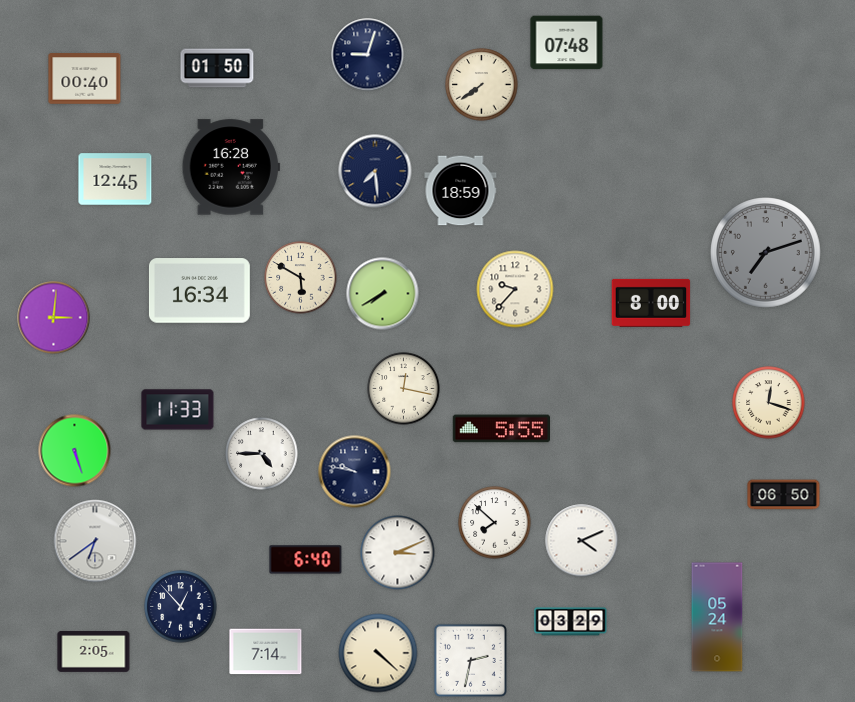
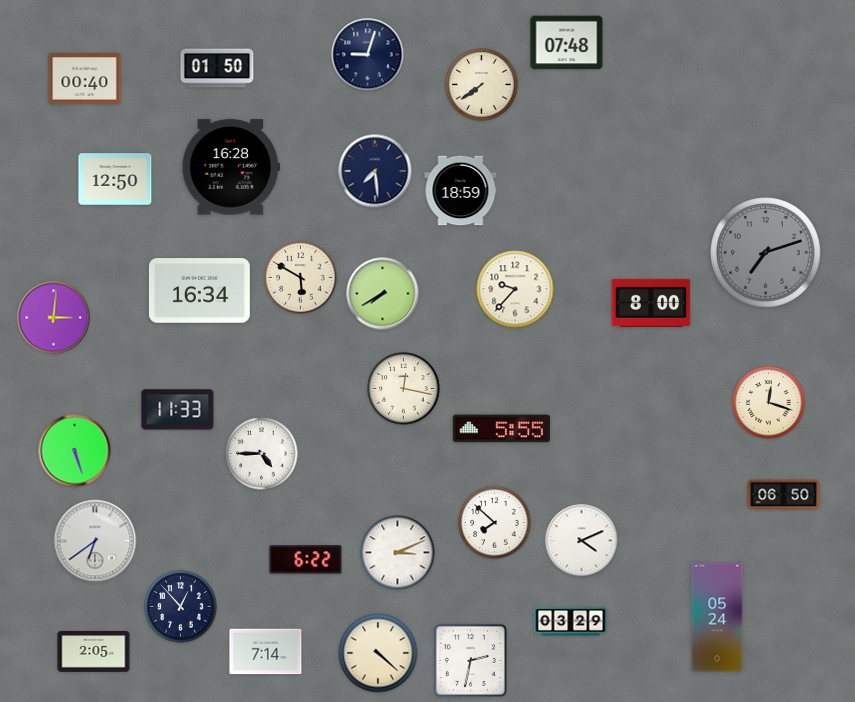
clock at (115, 179): 12:45 -> 12:50
clock at (355, 472): 9:47 -> none
clock at (306, 560): 6:40 -> 6:22
